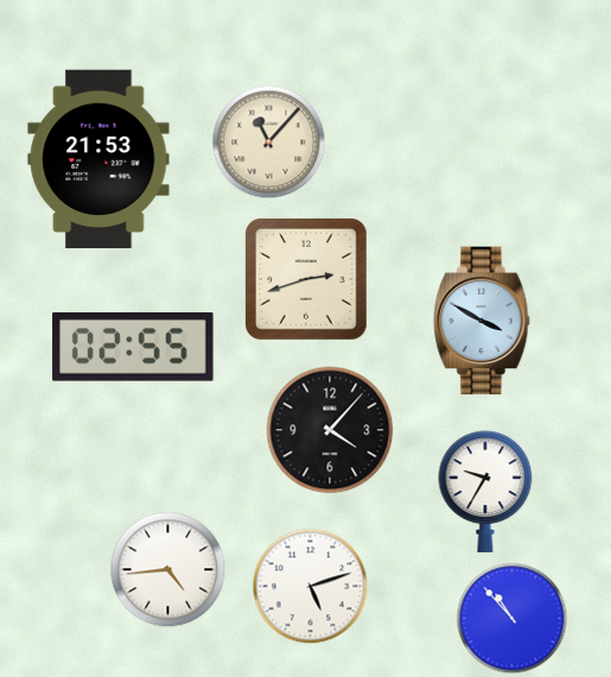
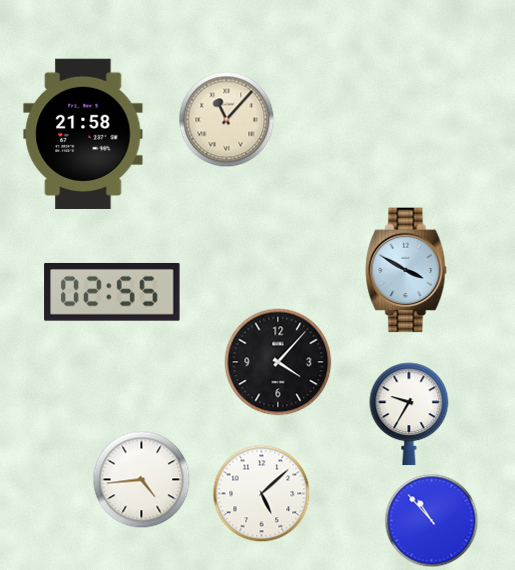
clock at (98, 159): 21:53 -> 21:58
clock at (307, 280): 2:42 -> none
clock at (311, 587): 5:12 -> 5:08
